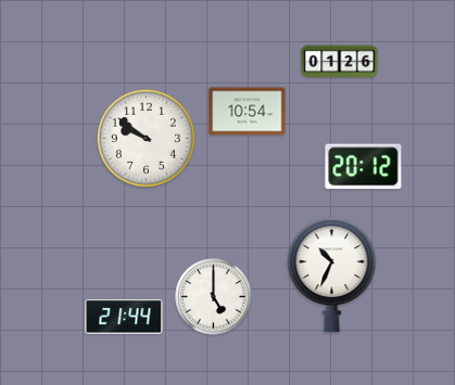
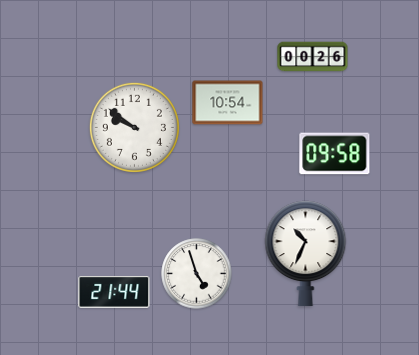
clock at (340, 62): 01:26 -> 00:26
clock at (364, 167): 20:12 -> 09:58
clock at (214, 297): 5:00 -> 4:57
